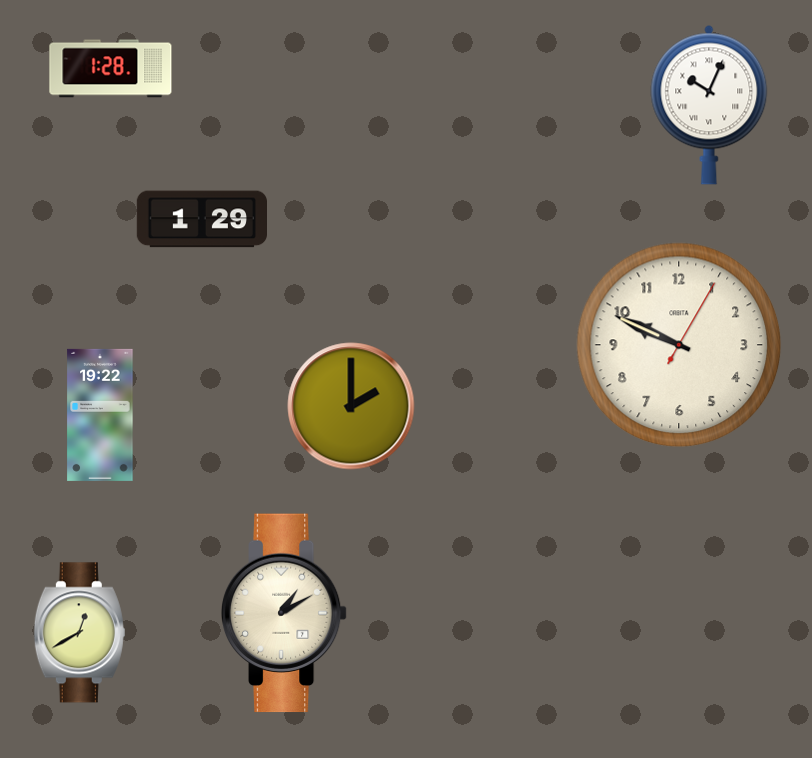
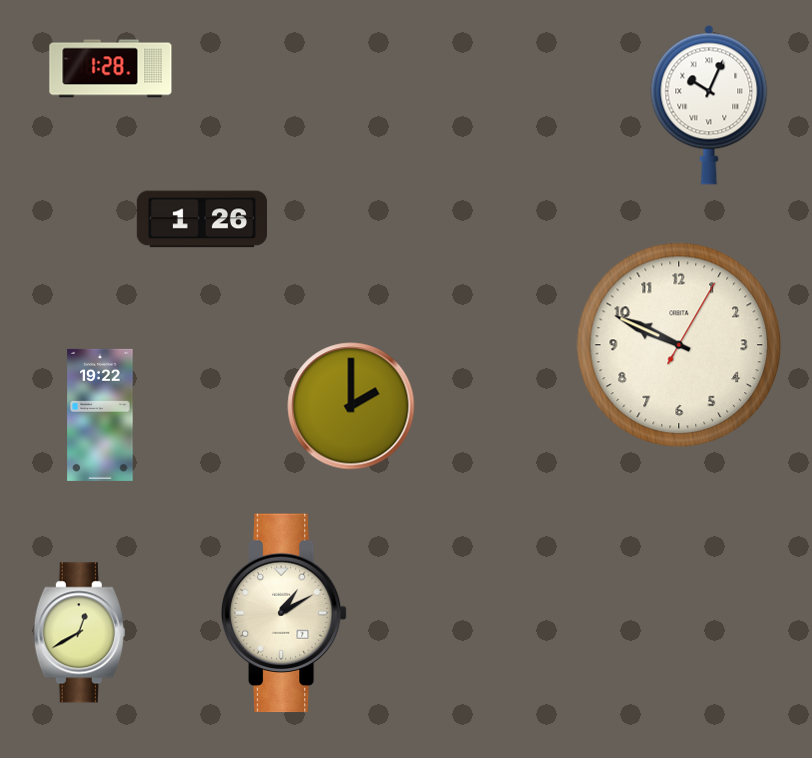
clock at (201, 219): 1:29 -> 1:26
